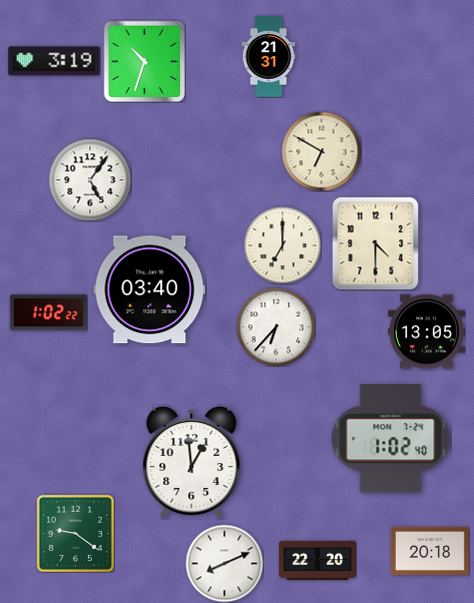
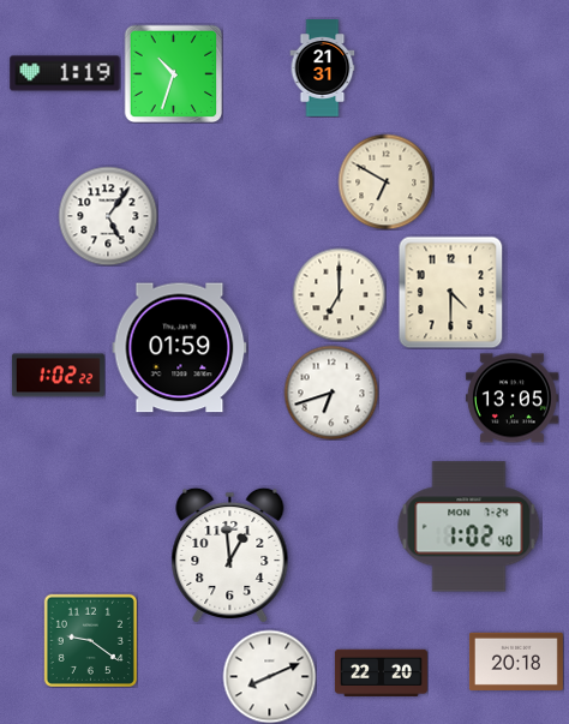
clock at (54, 61): 3:19 -> 1:19
clock at (150, 290): 03:40 -> 01:59
clock at (276, 327): 6:37 -> 6:42
